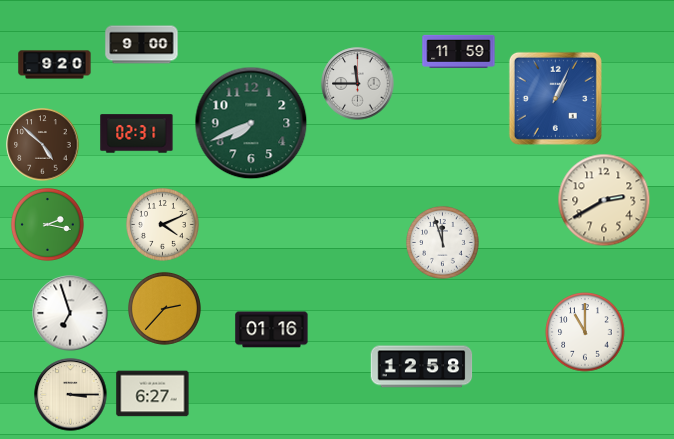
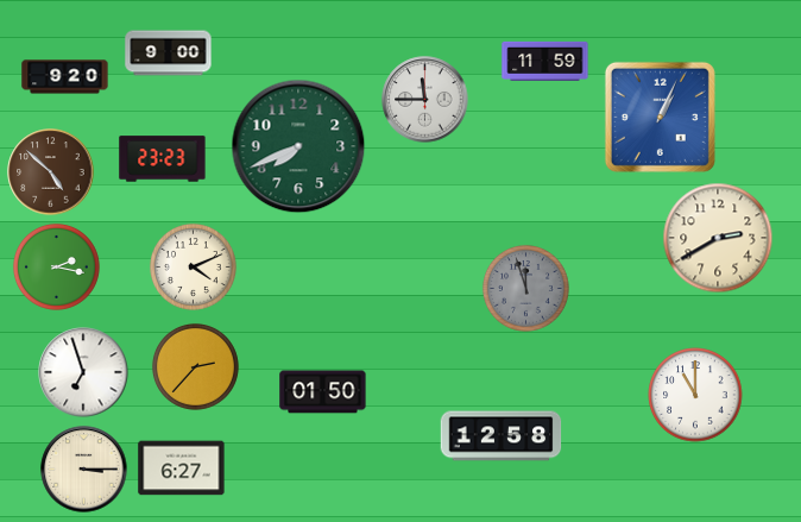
clock at (137, 134): 02:31 -> 23:23
clock at (443, 243) dial: white -> grey
clock at (272, 330): 01:16 -> 01:50
